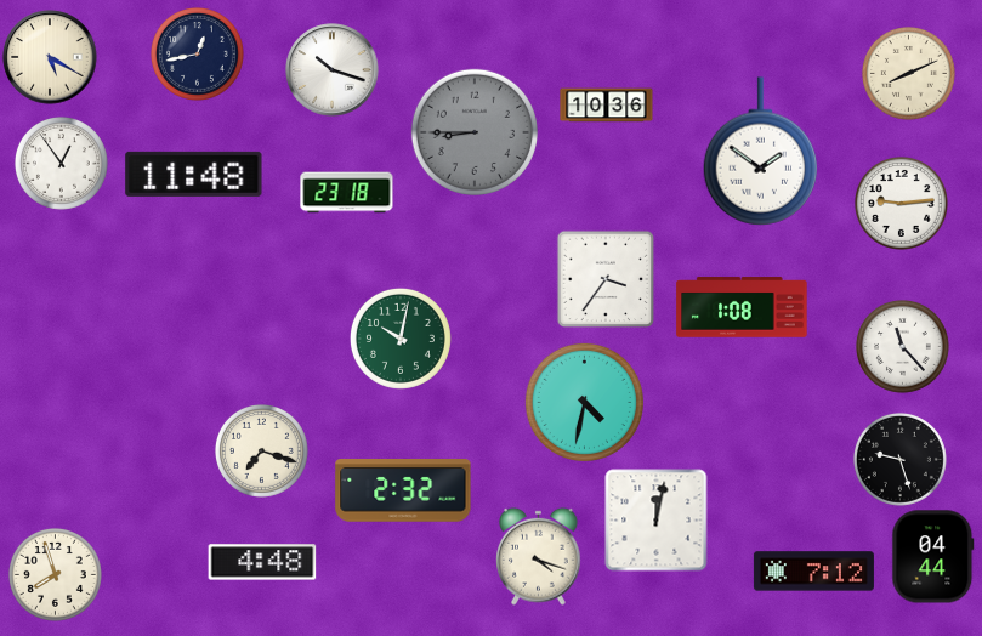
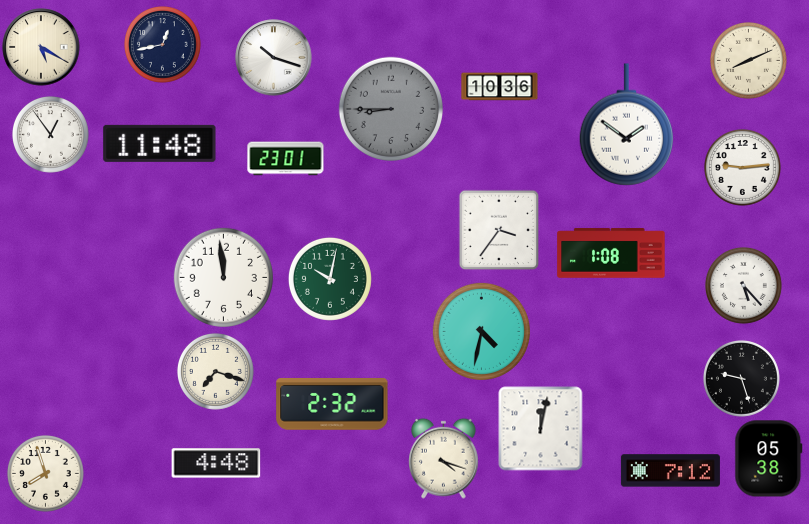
clock at (347, 193): 23:18 -> 23:01
clock at (223, 277): none -> 11:59
clock at (902, 346): 11:23 -> 5:23
clock at (933, 557): 04:44 -> 05:38
